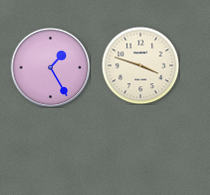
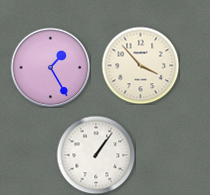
clock at (140, 65): 3:48 -> 3:53
clock at (96, 155): none -> 1:06
